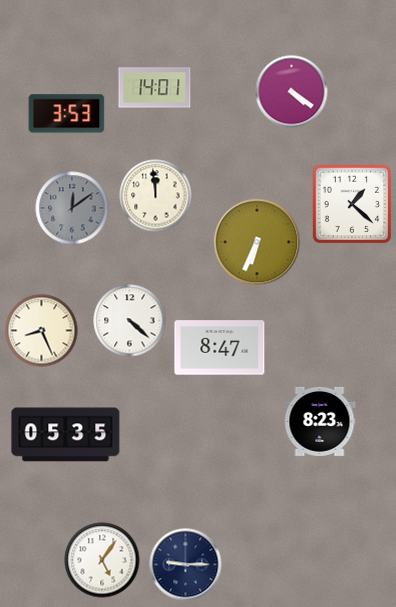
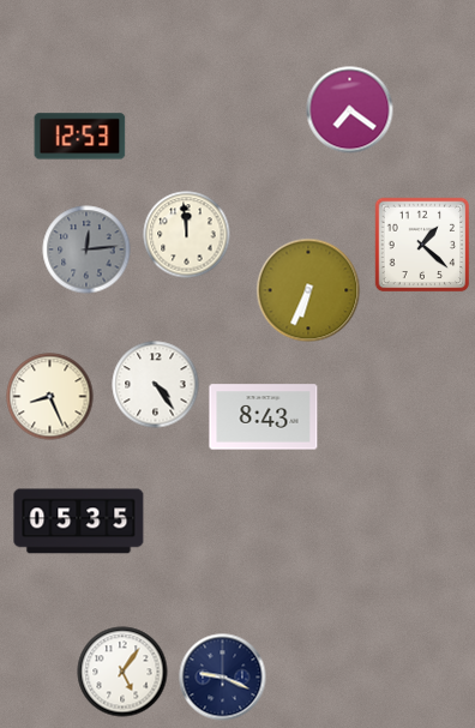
clock at (155, 88): 14:01 -> none
clock at (292, 92): 4:21 -> 7:21
clock at (67, 114): 3:53 -> 12:53
clock at (72, 208): 12:09 -> 12:14
clock at (130, 321): 4:22 -> 4:24
clock at (220, 348): 8:47 -> 8:43
clock at (320, 421): 8:23 -> none
clock at (186, 565): 9:15 -> 9:19
